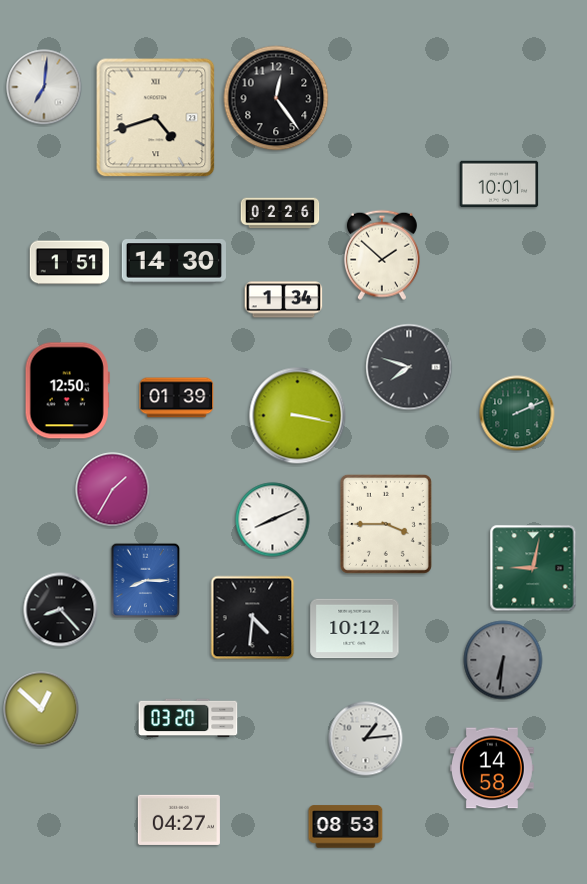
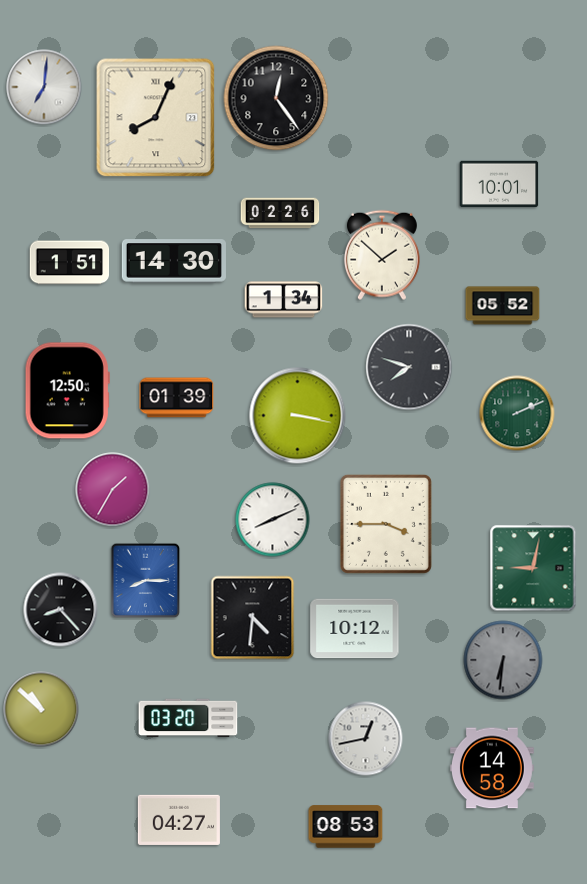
clock at (156, 118): 4:42 -> 8:04
clock at (503, 306): none -> 05:52
clock at (41, 709): 12:52 -> 10:52
clock at (366, 739): 1:14 -> 12:43
